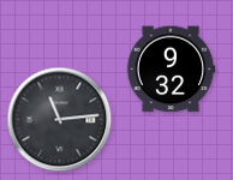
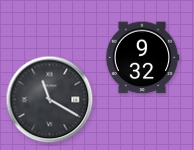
clock at (60, 120): 11:14 -> 11:20
